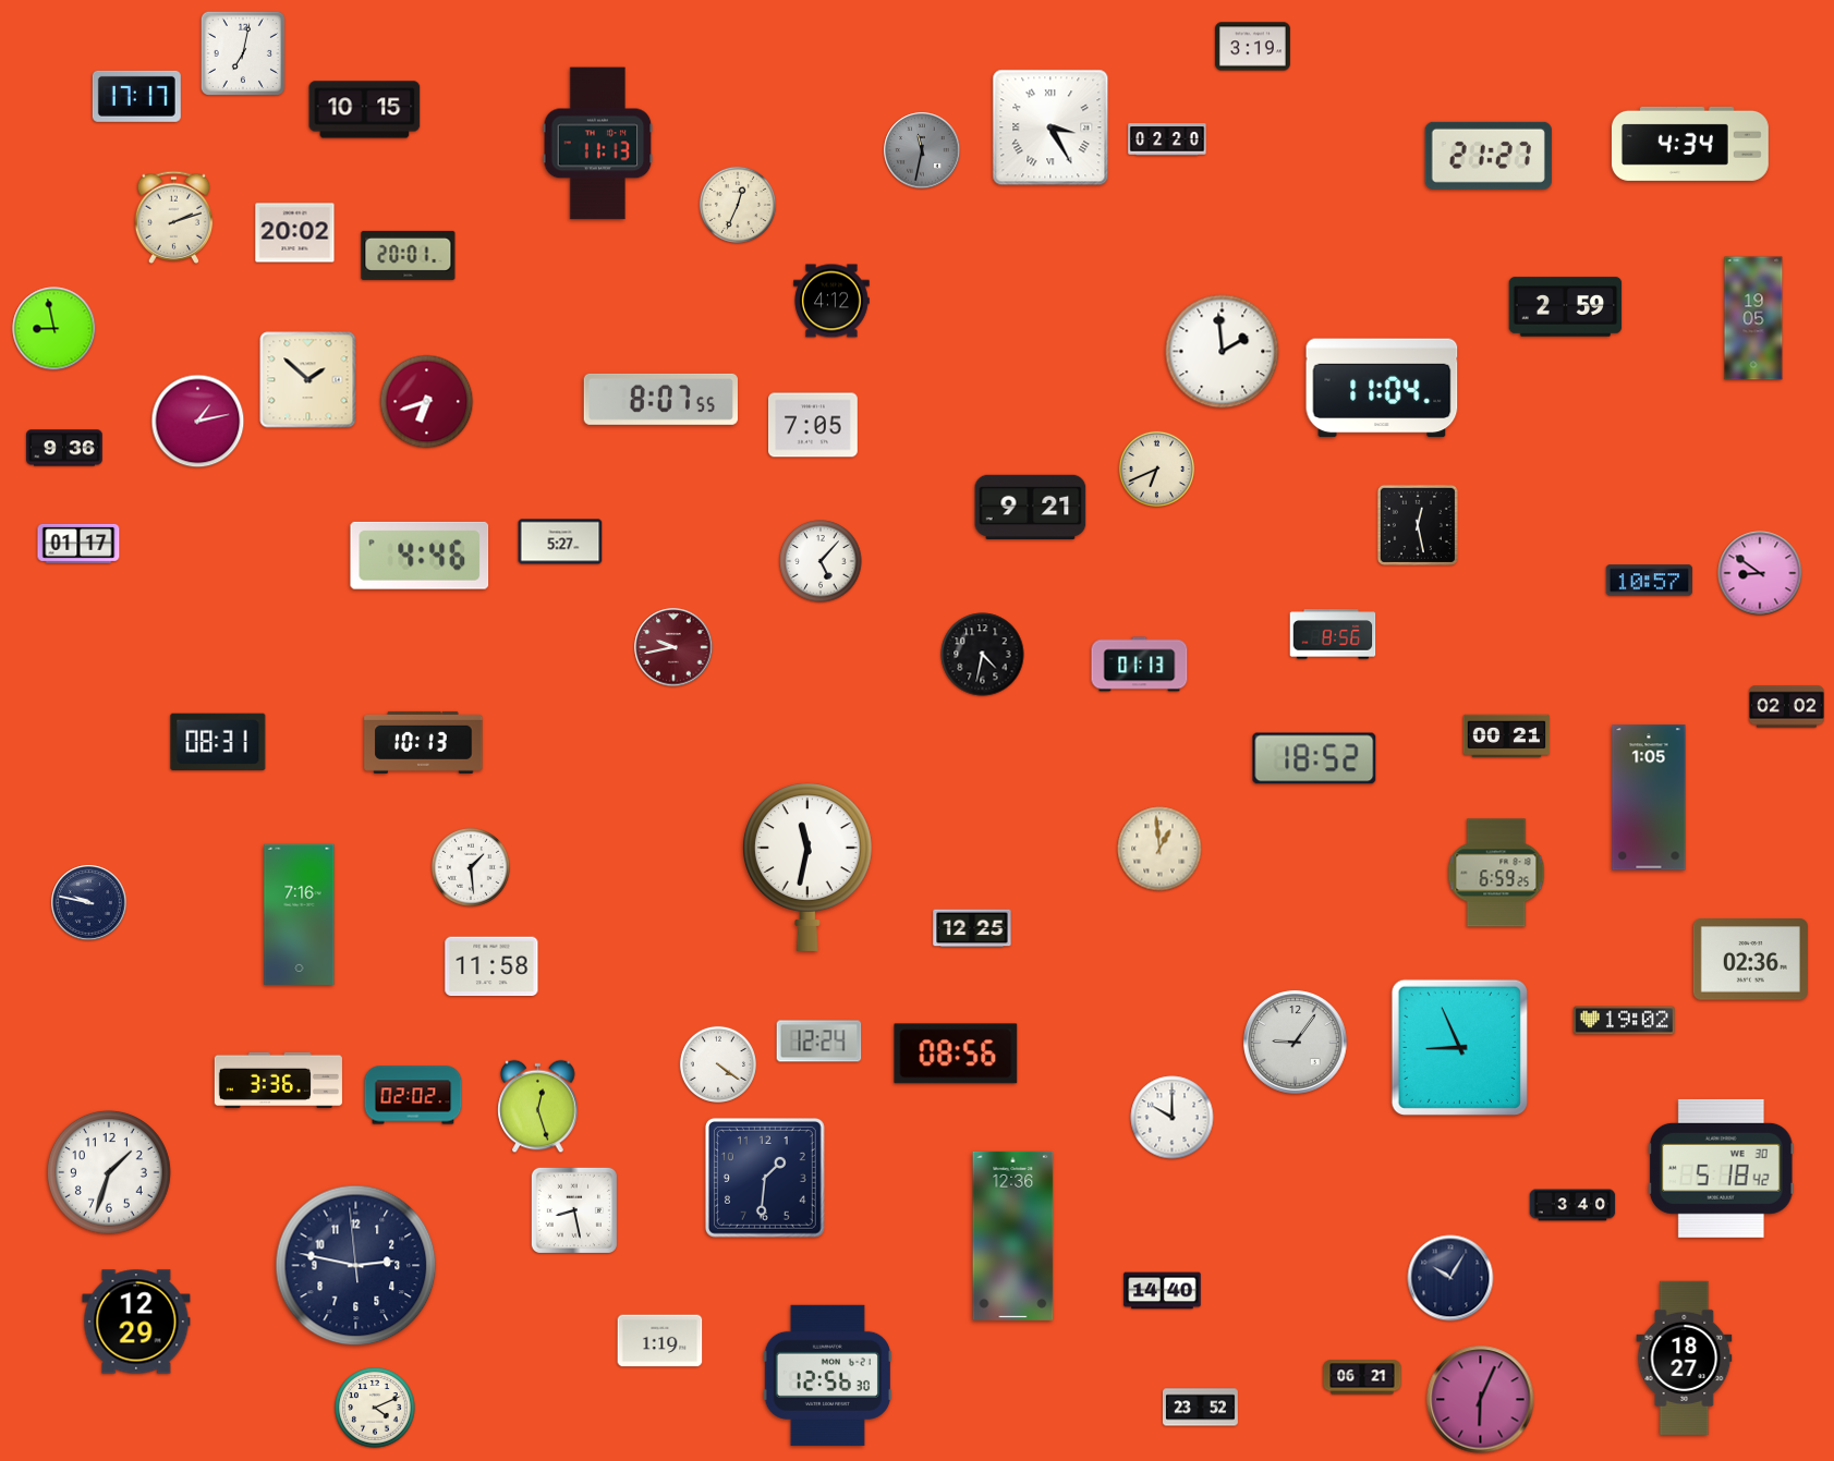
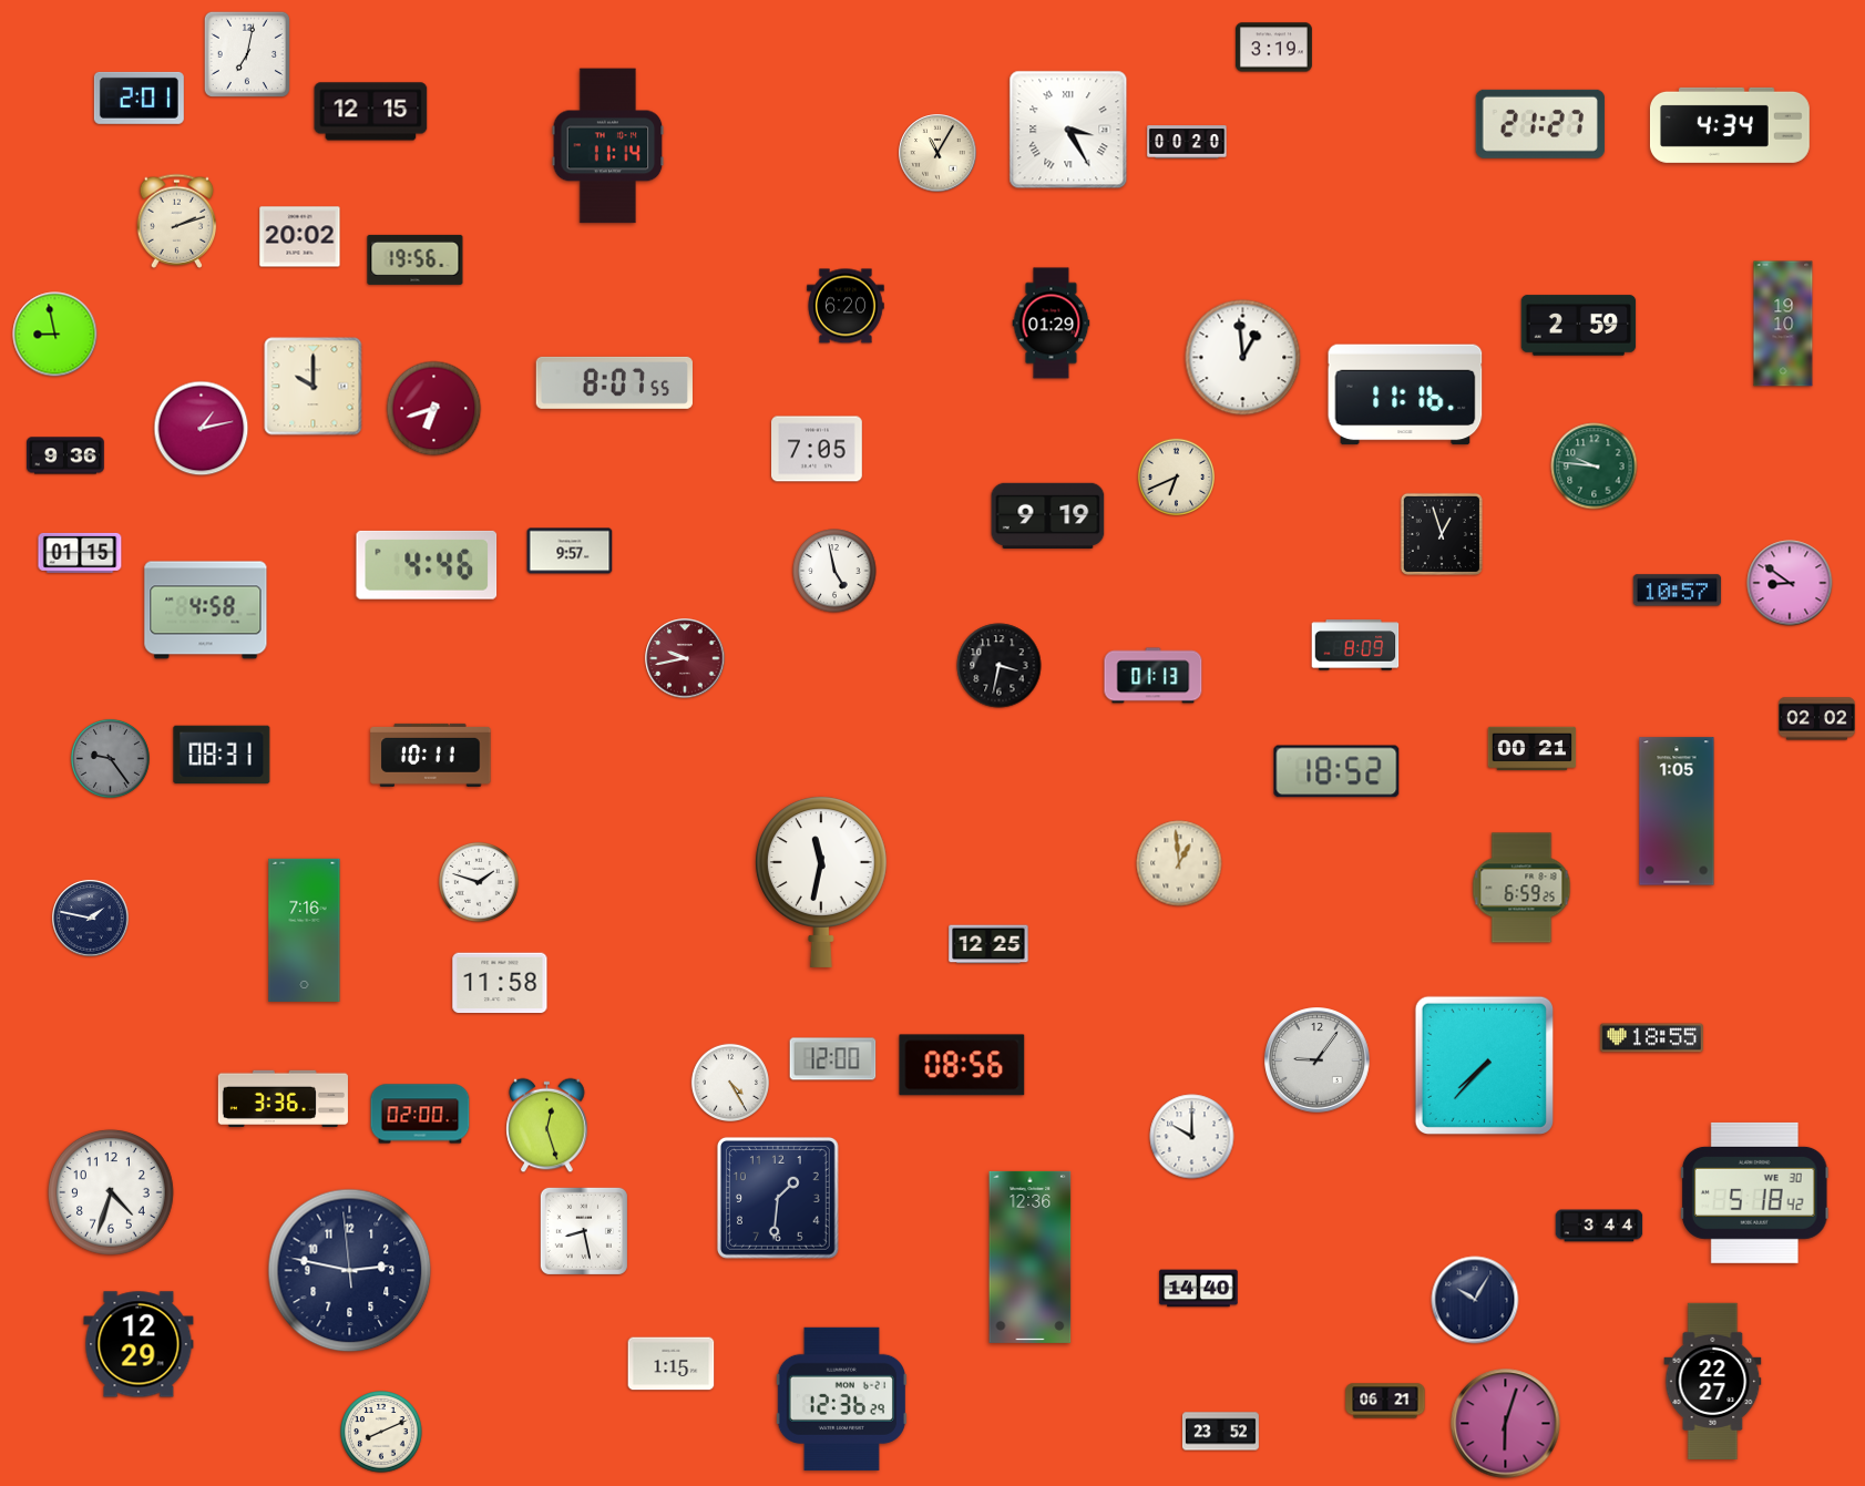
clock at (136, 96): 17:17 -> 2:01
clock at (365, 110): 10:15 -> 12:15
clock at (1167, 139): 02:20 -> 00:20
clock at (598, 144): 11:13 -> 11:14
clock at (1690, 144) position: (1690, 144) -> (1730, 125)
clock at (922, 150): 11:32 -> 11:05
clock at (922, 150) dial: grey -> cream
clock at (1489, 156) position: (1489, 156) -> (1540, 124)
clock at (738, 205): 12:34 -> none
clock at (409, 255): 20:01 -> 19:56
clock at (831, 301): 4:12 -> 6:20
clock at (1566, 307) position: (1566, 307) -> (1579, 326)
clock at (1052, 324): none -> 01:29
clock at (1753, 318): 19:05 -> 19:10
clock at (1223, 352): 1:59 -> 12:59
clock at (308, 380): 1:52 -> 10:00
clock at (1382, 388): 11:04 -> 11:16
clock at (660, 399) position: (660, 399) -> (614, 382)
clock at (814, 425) position: (814, 425) -> (818, 449)
clock at (1595, 467): none -> 9:46
clock at (1031, 507): 9:21 -> 9:19
clock at (1418, 525): 12:28 -> 12:57
clock at (560, 541): 5:27 -> 9:57
clock at (78, 544): 01:17 -> 01:15
clock at (821, 561): 5:07 -> 4:58
clock at (206, 611): none -> 4:58
clock at (1333, 634): 8:56 -> 8:09
clock at (983, 655): 4:32 -> 3:32
clock at (1140, 665) position: (1140, 665) -> (1154, 676)
clock at (424, 742): 10:13 -> 10:11
clock at (110, 758): none -> 9:24
clock at (471, 867): 1:29 -> 1:48
clock at (89, 903): 9:47 -> 1:47
clock at (1750, 960): 02:36 -> none
clock at (1624, 1021): 19:02 -> 18:55
clock at (819, 1042): 12:24 -> 12:00
clock at (1459, 1047): 8:56 -> 7:37
clock at (956, 1054) position: (956, 1054) -> (962, 1065)
clock at (718, 1064): 4:21 -> 4:25
clock at (413, 1095): 02:02 -> 02:00
clock at (1721, 1168) position: (1721, 1168) -> (1754, 1192)
clock at (109, 1172): 1:33 -> 4:33
clock at (1572, 1205): 3:40 -> 3:44
clock at (356, 1266) position: (356, 1266) -> (350, 1271)
clock at (1163, 1291) position: (1163, 1291) -> (1199, 1289)
clock at (660, 1341): 1:19 -> 1:15
clock at (1685, 1357): 18:27 -> 22:27
clock at (827, 1375): 12:56 -> 12:36
clock at (1481, 1400): 6:04 -> 6:03
clock at (375, 1408): 4:11 -> 8:11
